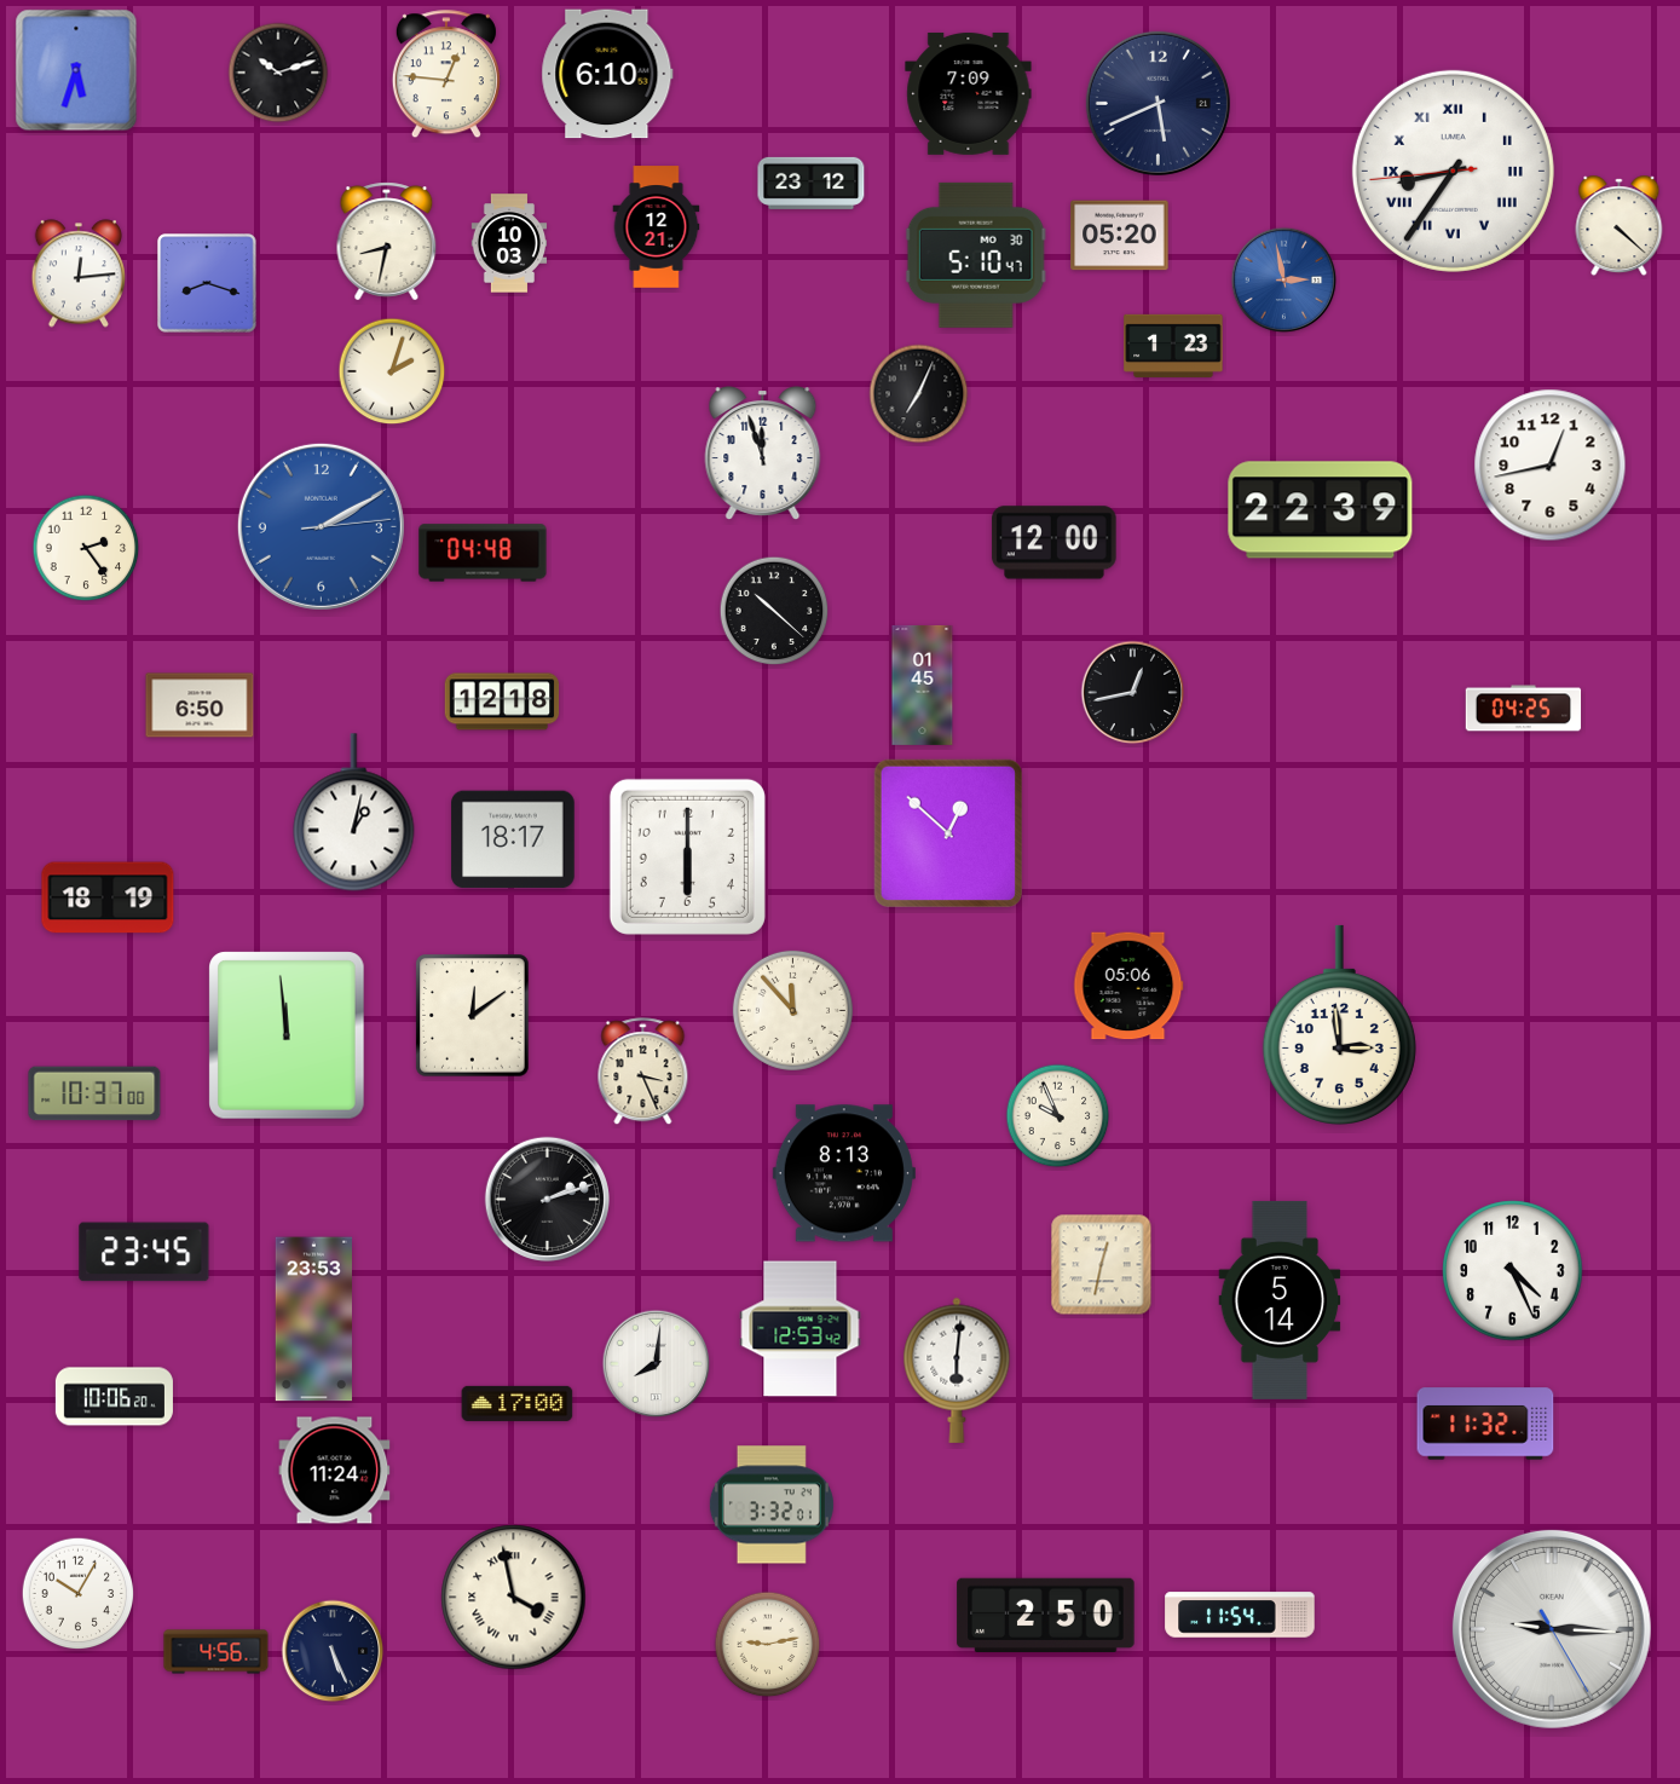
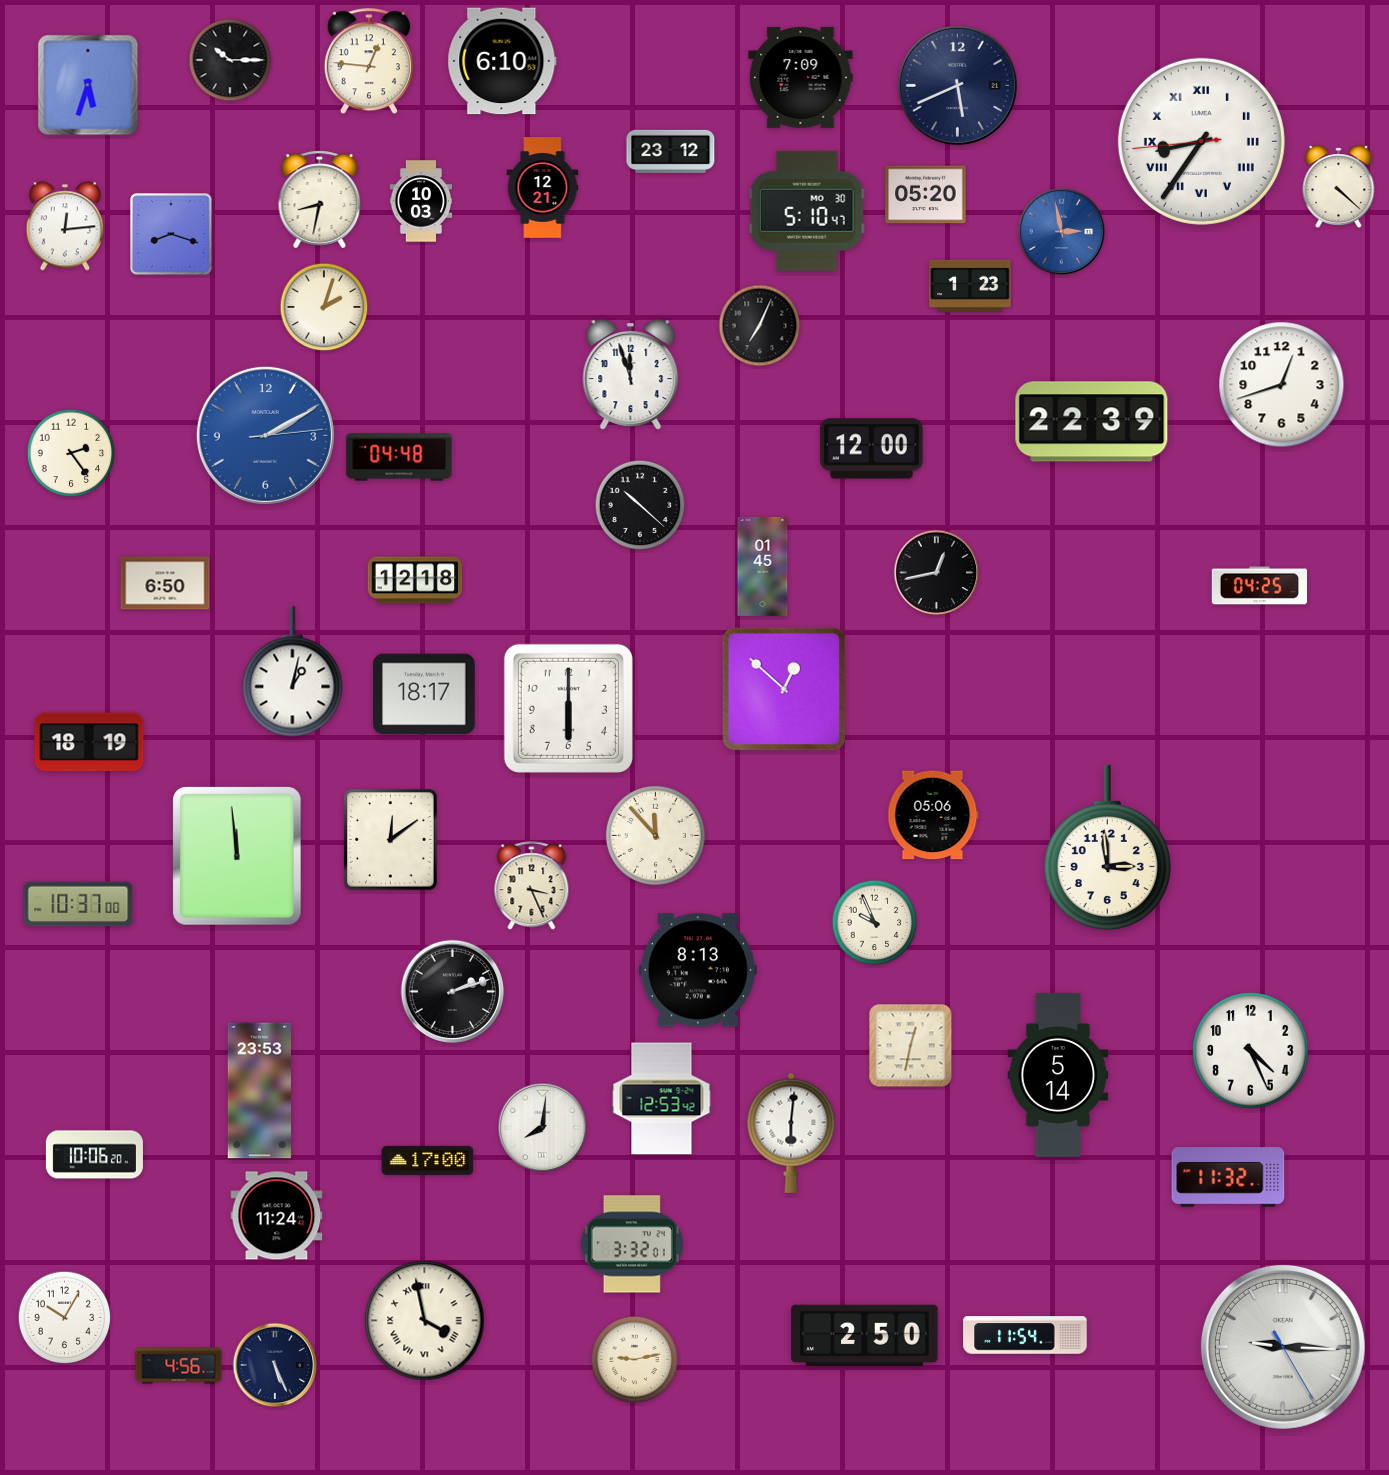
clock at (76, 70) position: (76, 70) -> (88, 85)
clock at (278, 73): 10:12 -> 10:15
clock at (1551, 466): 12:43 -> 12:42
clock at (144, 1252): 23:45 -> none
clock at (772, 1505) position: (772, 1505) -> (632, 1244)
